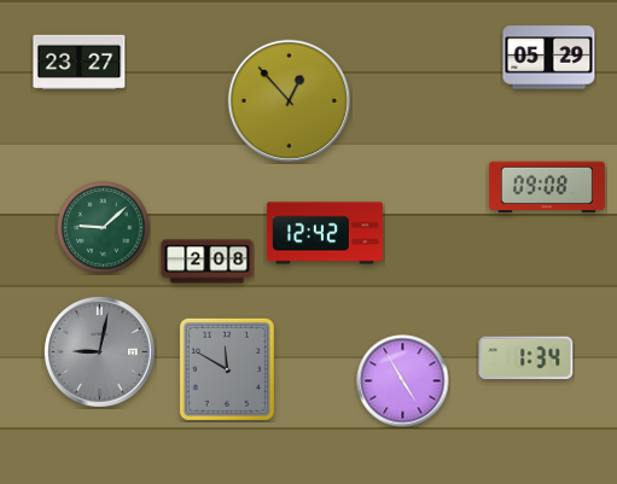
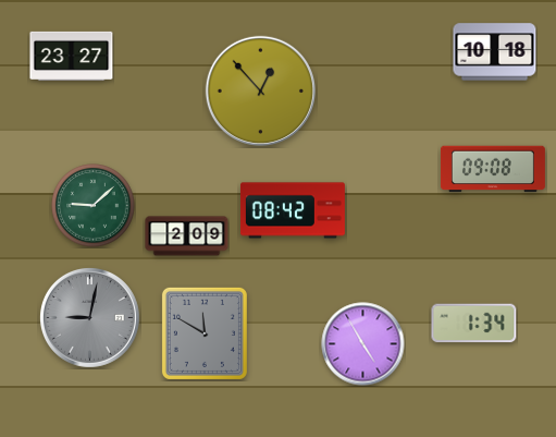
clock at (549, 58): 05:29 -> 10:18
clock at (325, 233): 12:42 -> 08:42
clock at (208, 262): 2:08 -> 2:09
